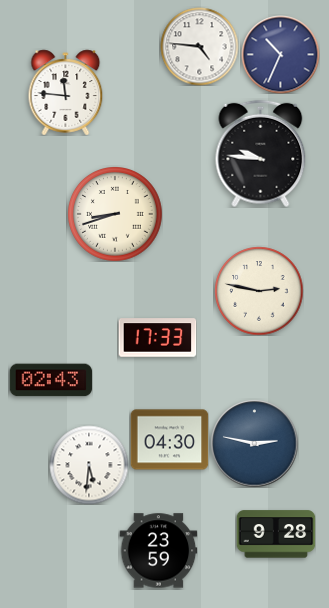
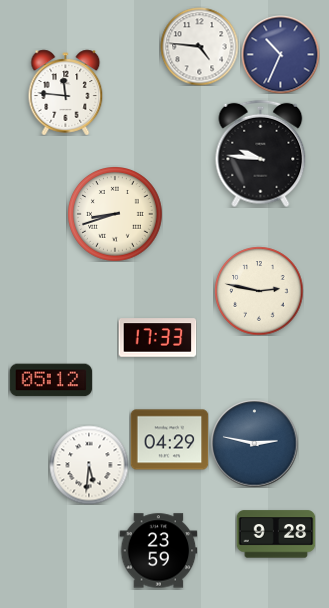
clock at (51, 380): 02:43 -> 05:12
clock at (169, 440): 04:30 -> 04:29
